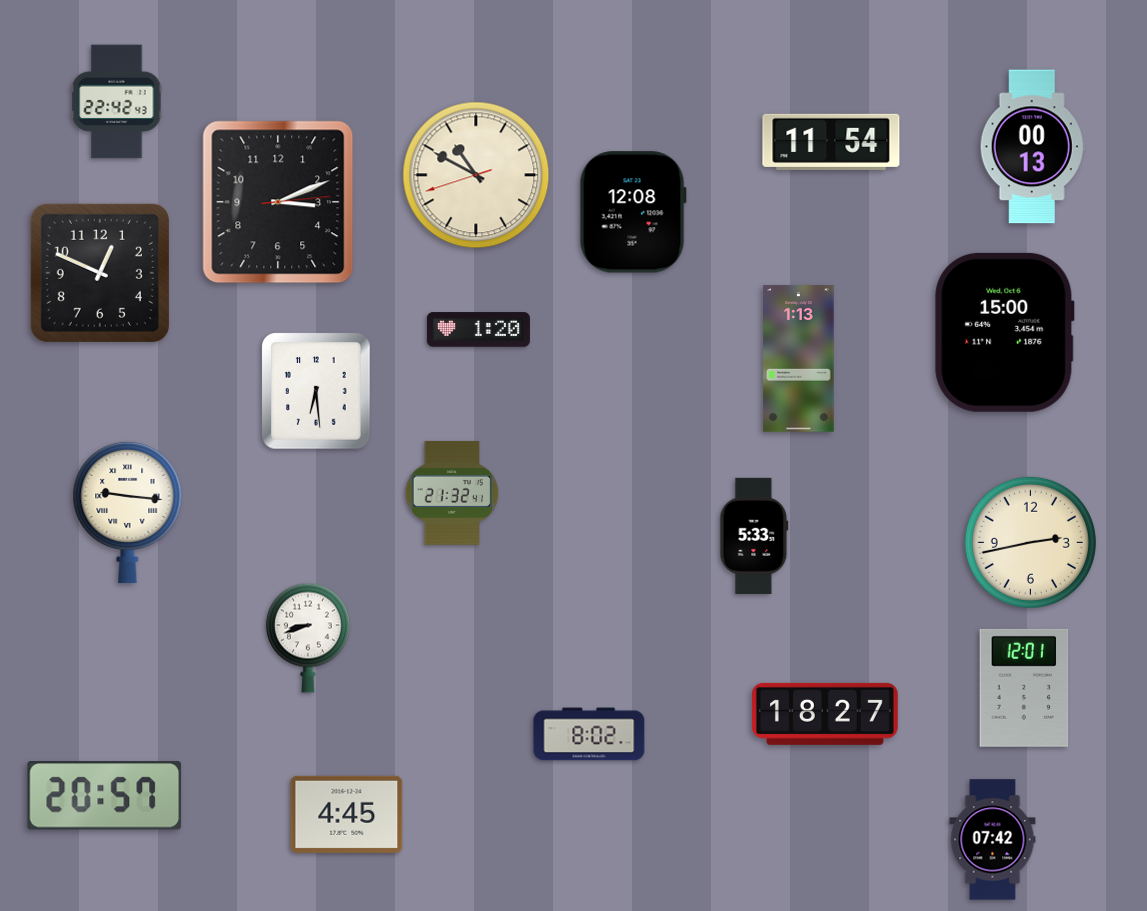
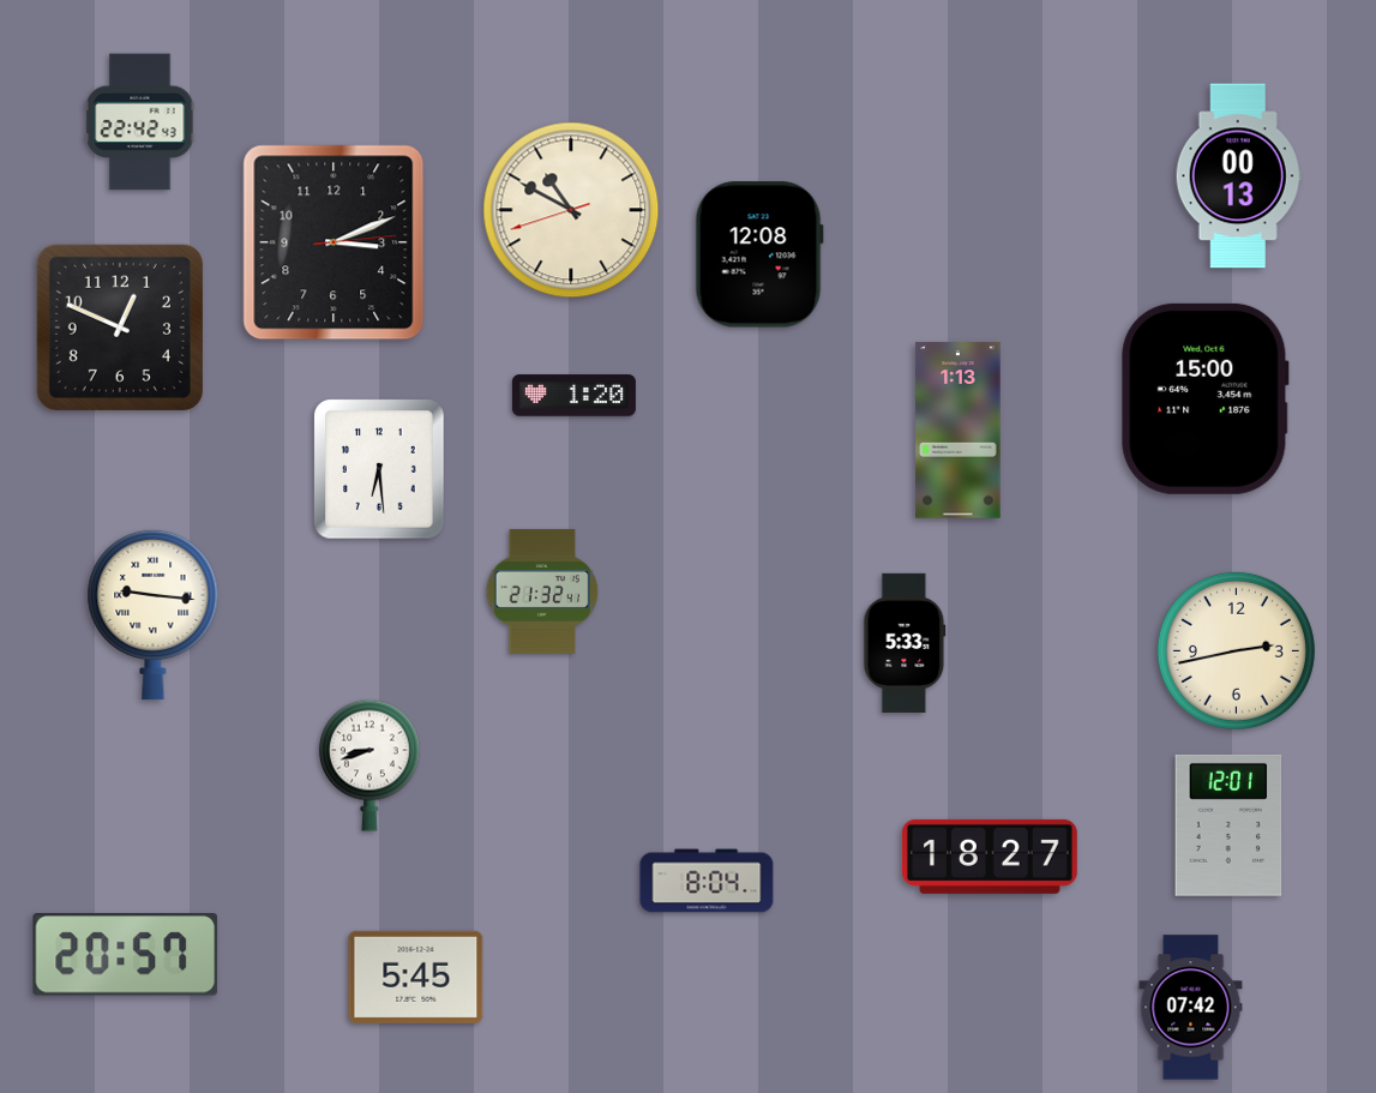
clock at (831, 142): 11:54 -> none
clock at (589, 734): 8:02 -> 8:04
clock at (347, 814): 4:45 -> 5:45
